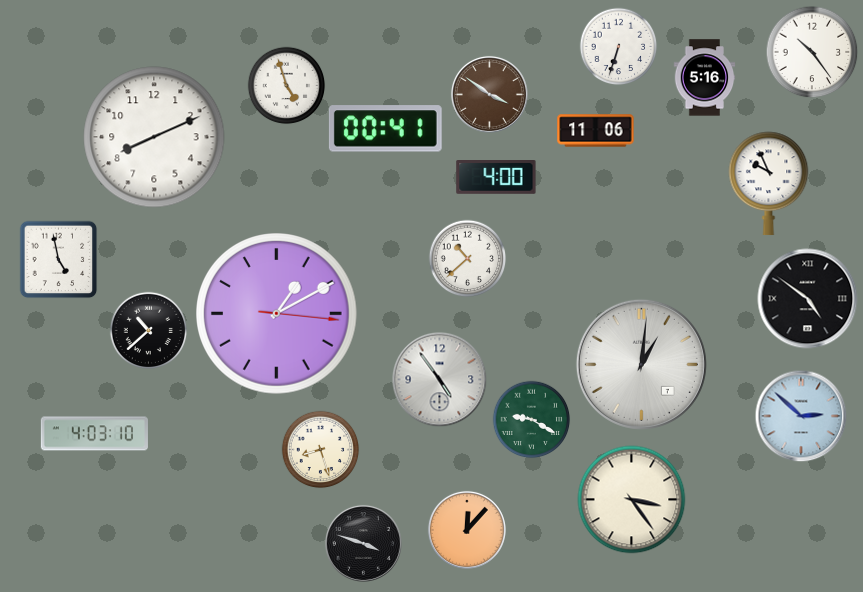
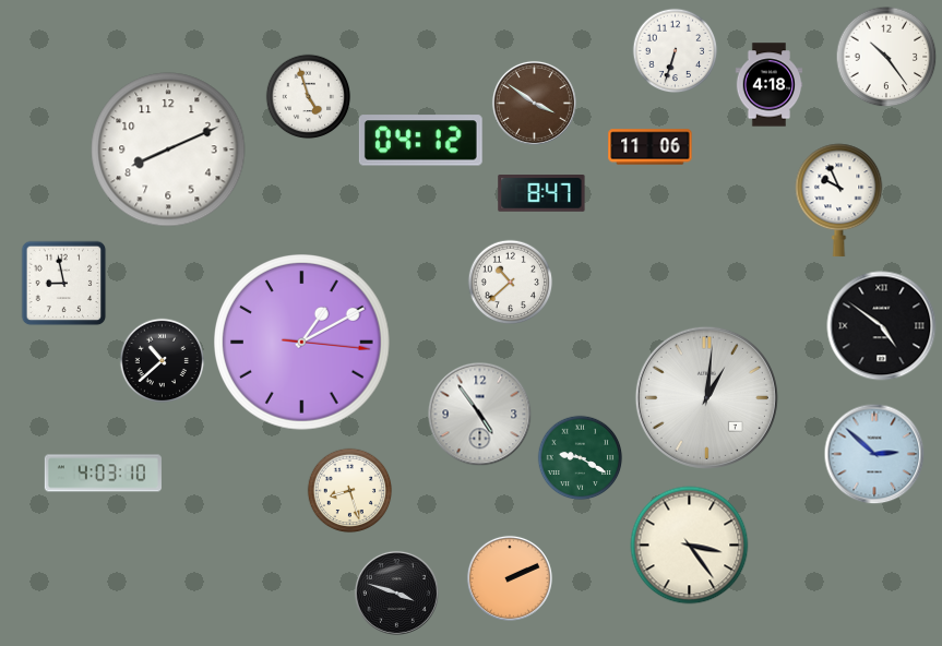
clock at (705, 78): 5:16 -> 4:18
clock at (286, 85) position: (286, 85) -> (308, 96)
clock at (385, 129): 00:41 -> 04:12
clock at (596, 131) position: (596, 131) -> (651, 147)
clock at (496, 178): 4:00 -> 8:47
clock at (58, 259): 4:58 -> 8:58
clock at (641, 364) position: (641, 364) -> (706, 397)
clock at (467, 530): 12:07 -> 2:11
